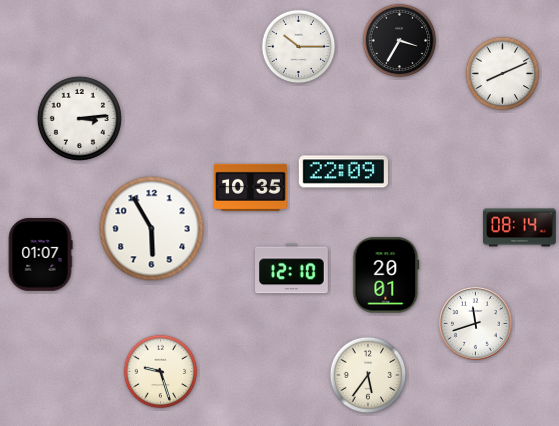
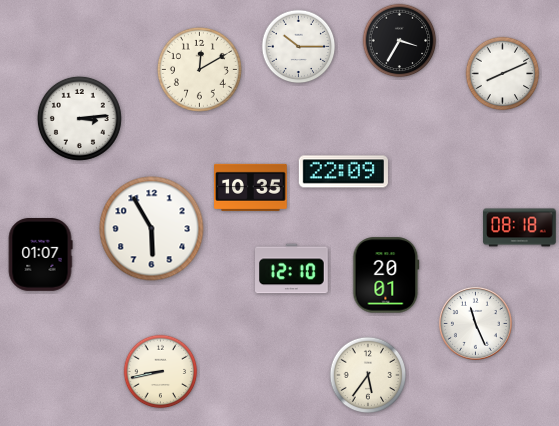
clock at (199, 69): none -> 12:10
clock at (520, 228): 08:14 -> 08:18
clock at (475, 323): 11:42 -> 11:26
clock at (161, 372): 9:27 -> 8:43
